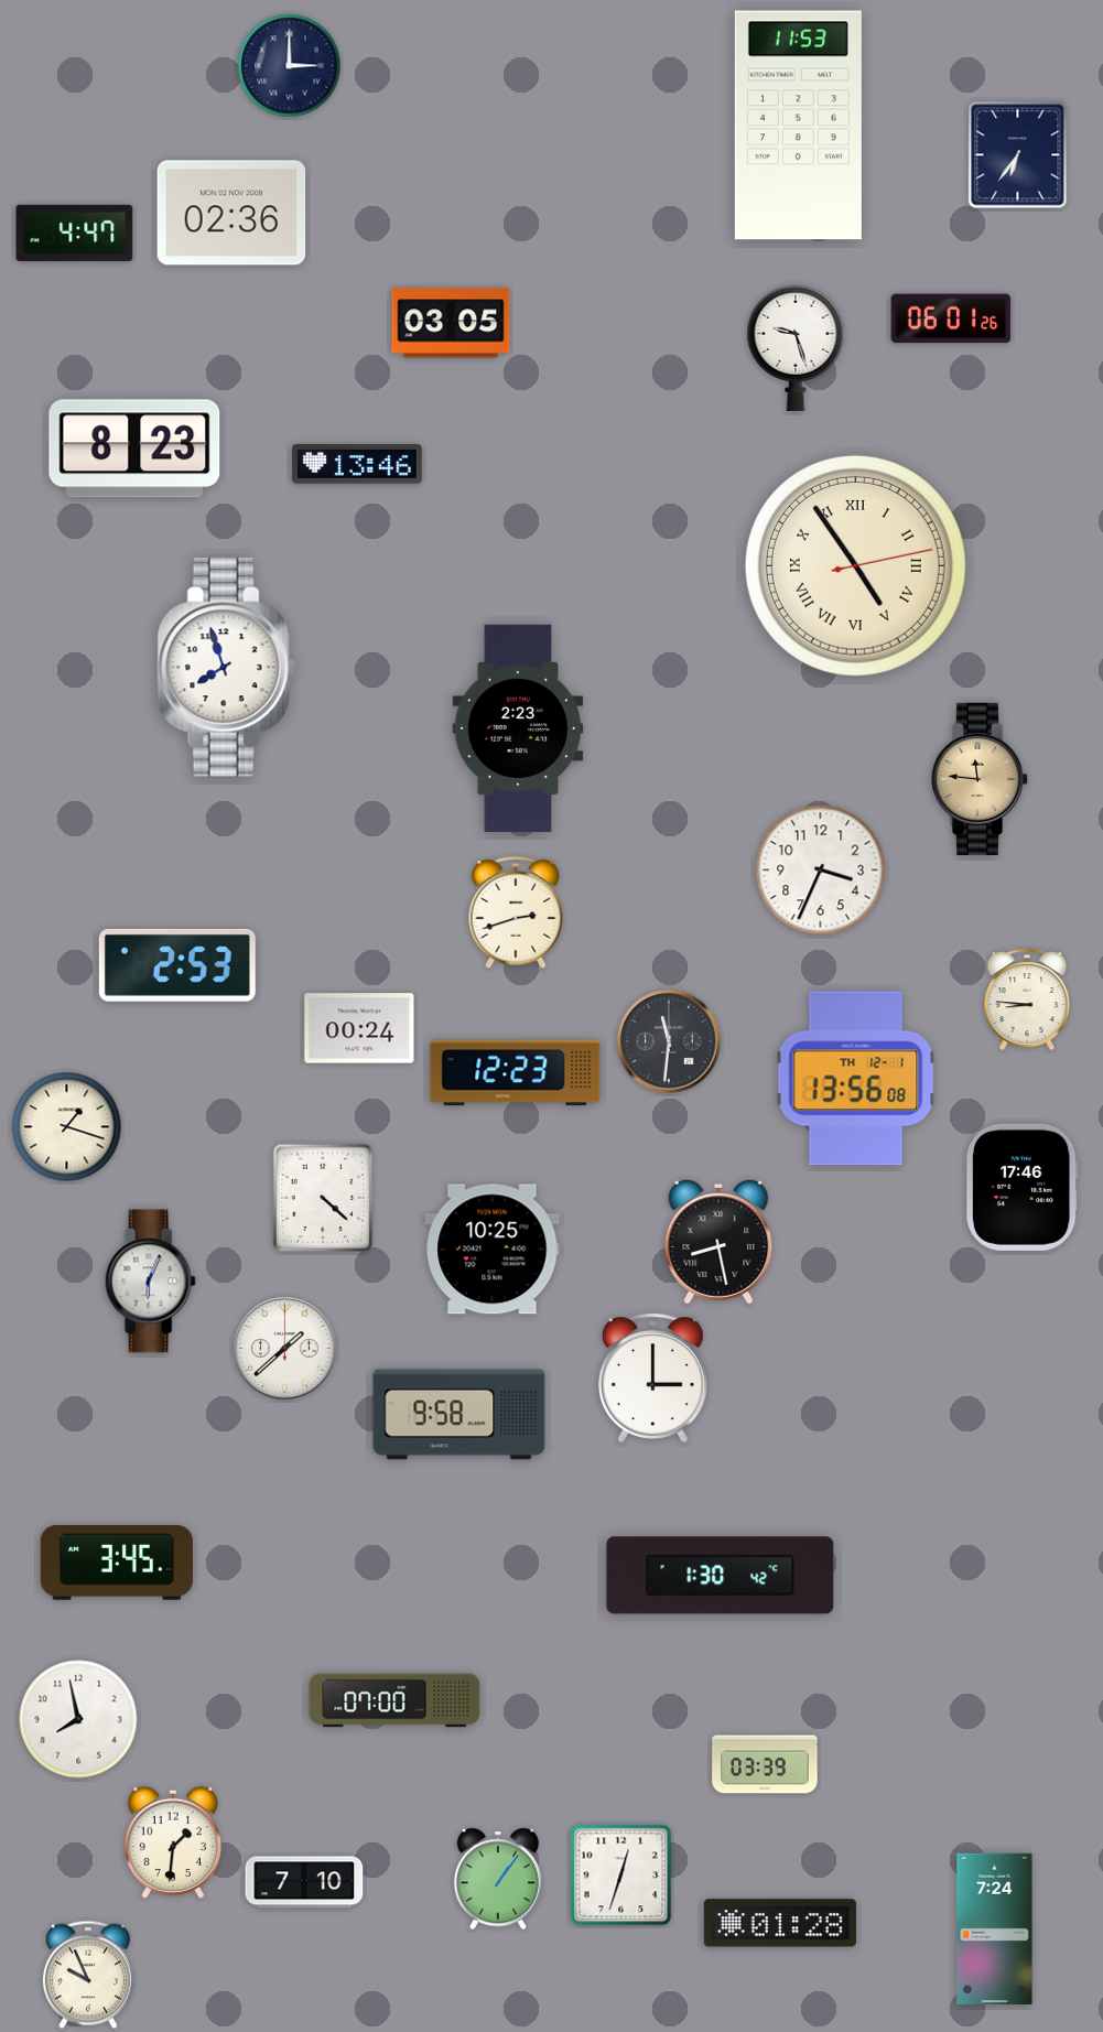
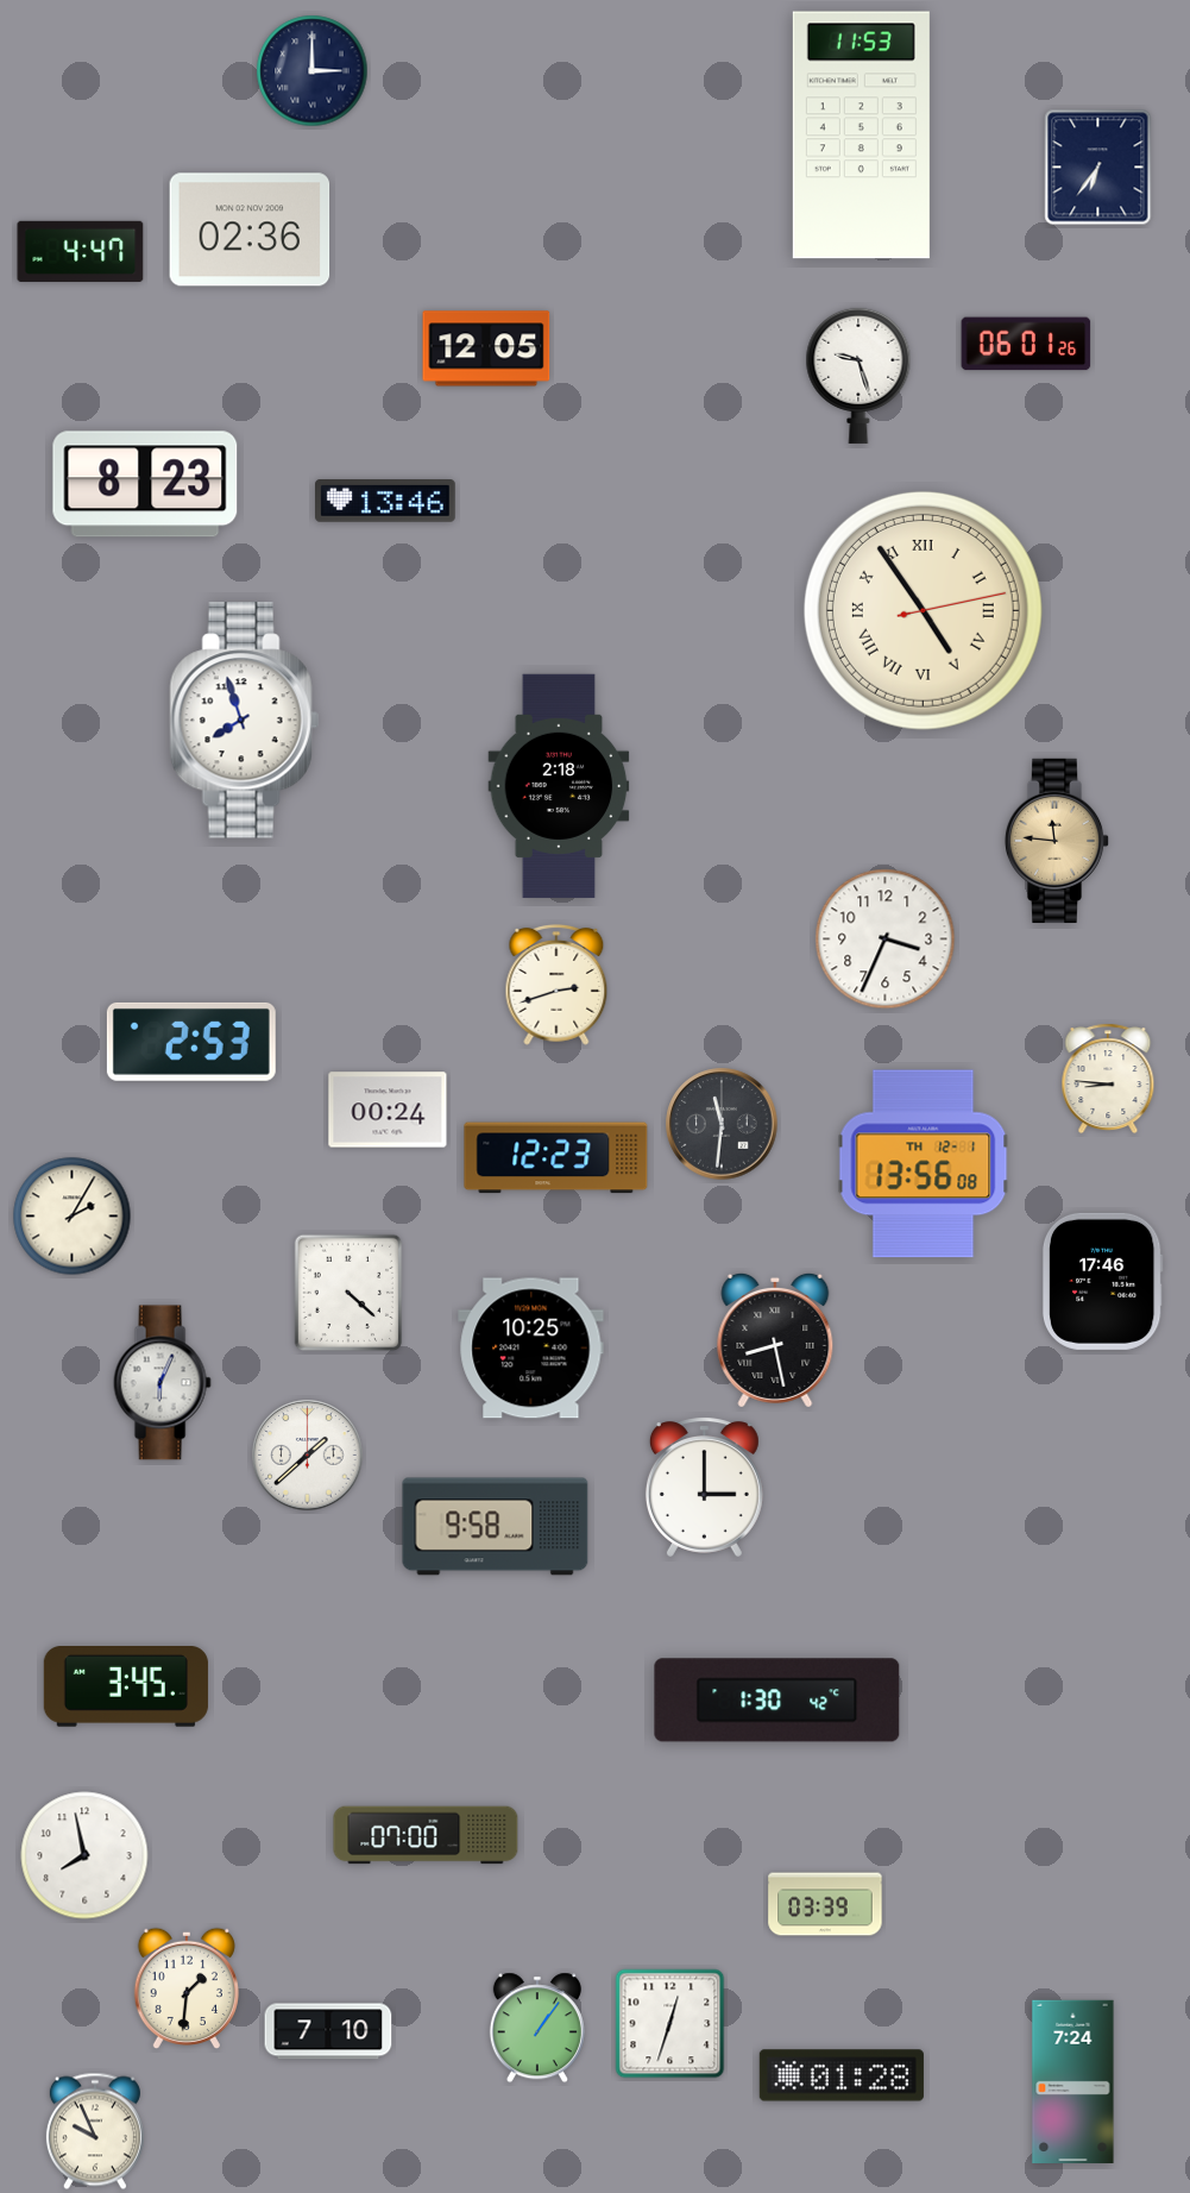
clock at (451, 323): 03:05 -> 12:05
clock at (518, 728): 2:23 -> 2:18
clock at (67, 1127): 1:18 -> 2:05
